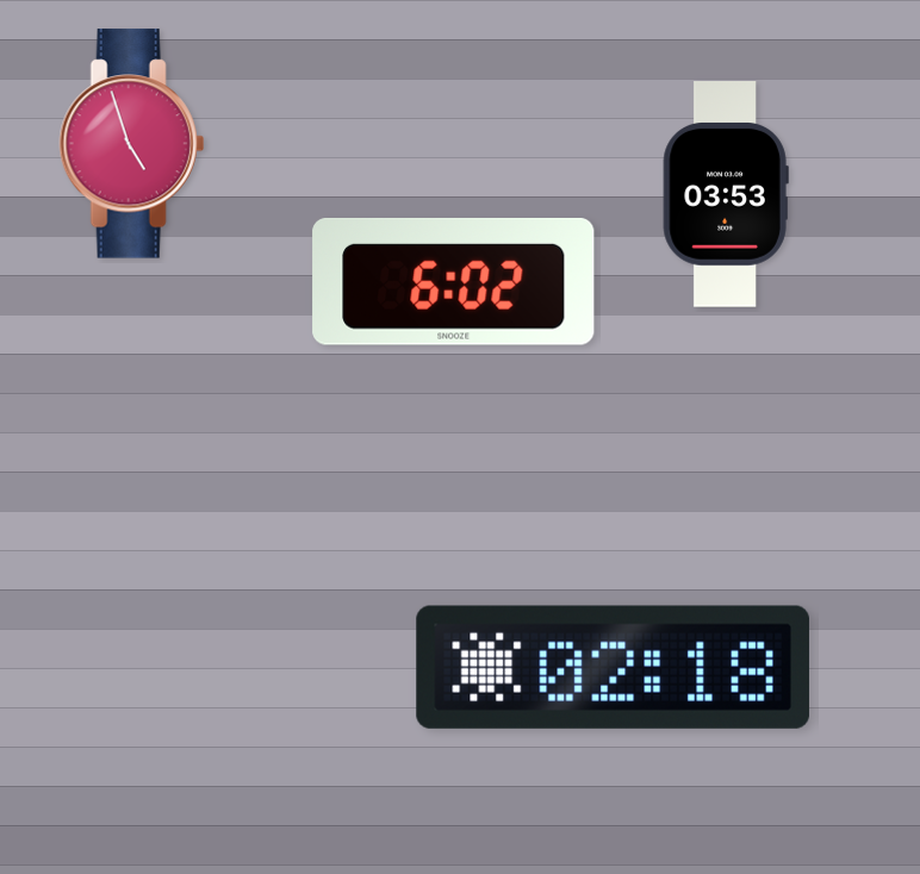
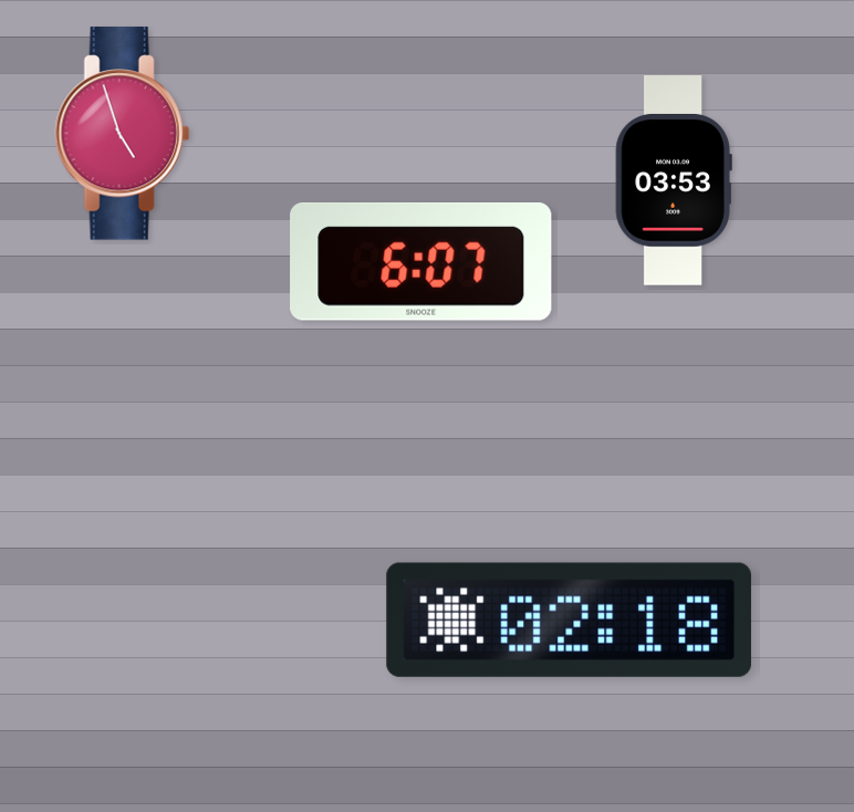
clock at (454, 281): 6:02 -> 6:07
